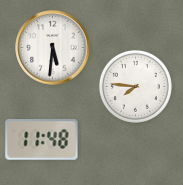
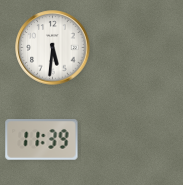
clock at (135, 86): 7:46 -> none
clock at (42, 140): 11:48 -> 11:39
